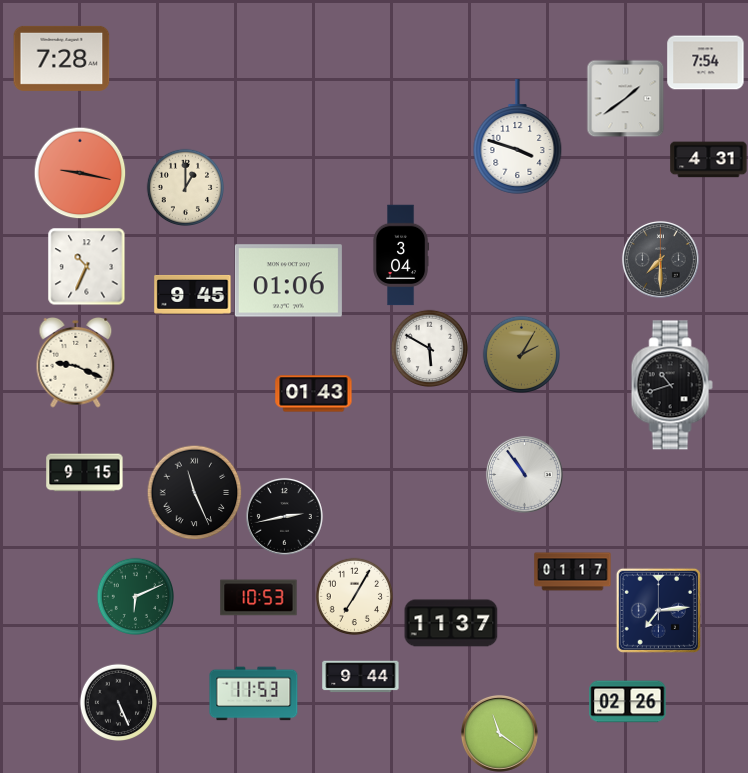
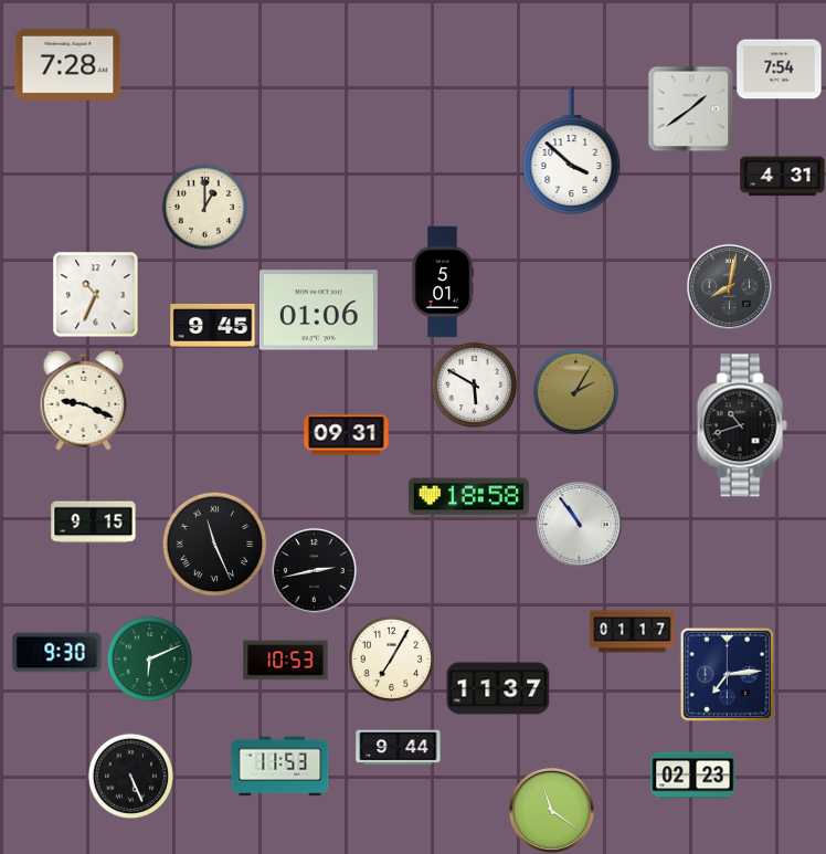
clock at (518, 137): 3:48 -> 3:52
clock at (80, 173): 9:17 -> none
clock at (401, 255): 3:04 -> 5:01
clock at (660, 259): 7:30 -> 8:02
clock at (314, 394): 01:43 -> 09:31
clock at (468, 497): none -> 18:58
clock at (57, 653): none -> 9:30
clock at (628, 702): 02:26 -> 02:23
